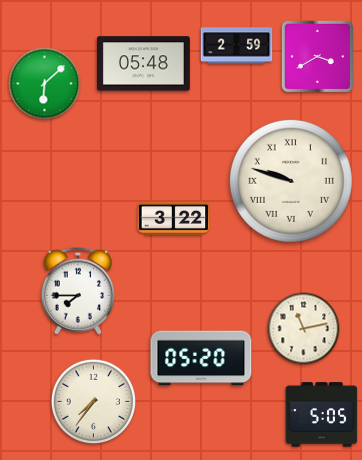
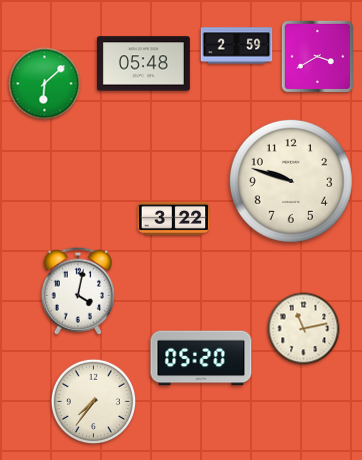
clock at (291, 181) numerals: Roman -> Arabic
clock at (77, 291): 7:45 -> 4:02
clock at (322, 415): 5:05 -> none
